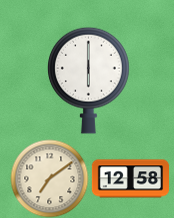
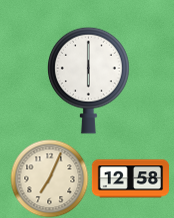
clock at (49, 178): 7:09 -> 7:04
